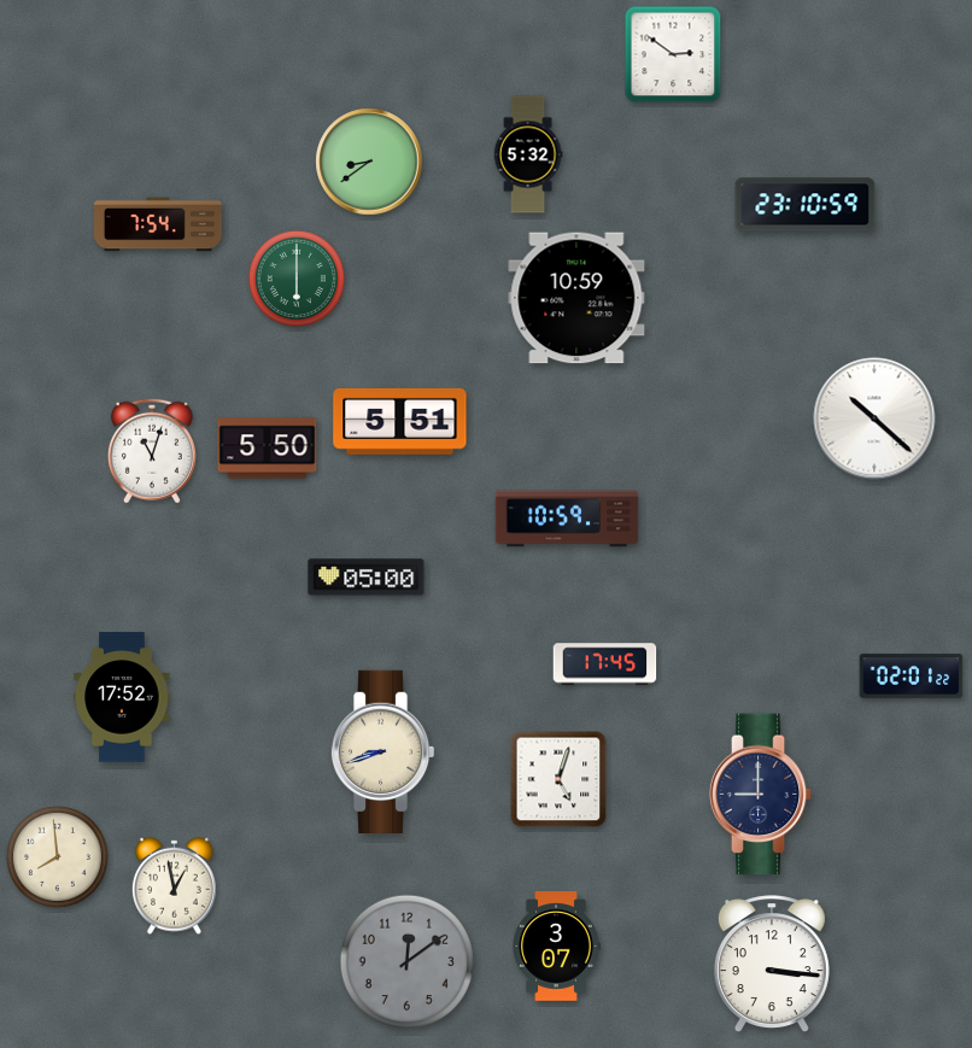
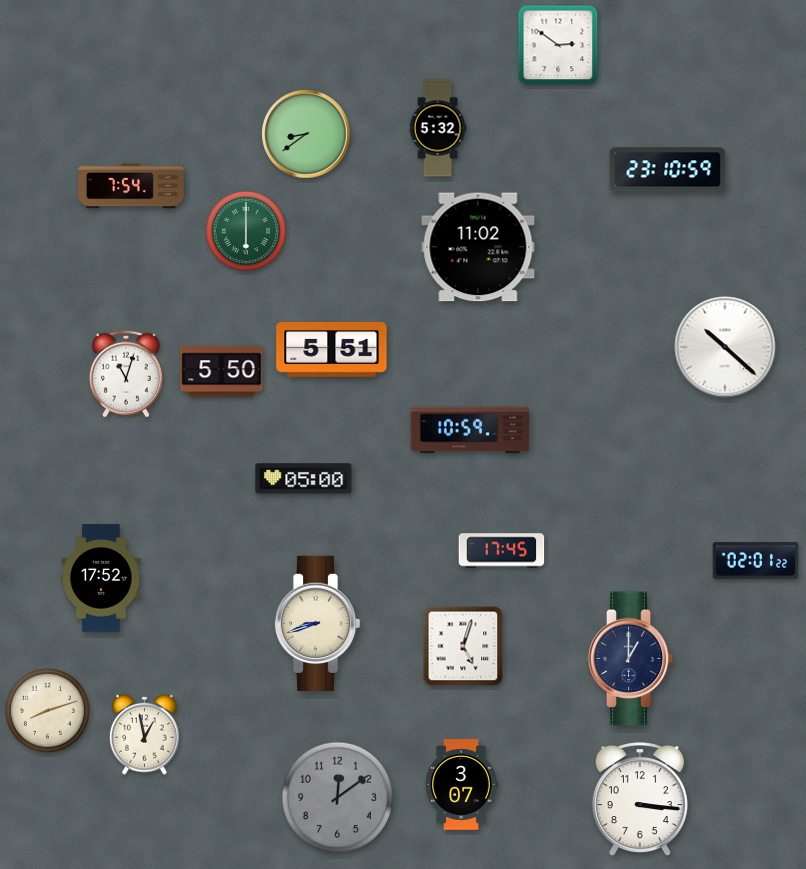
clock at (576, 298): 10:59 -> 11:02
clock at (761, 795): 9:00 -> 1:00
clock at (58, 857): 7:59 -> 8:12
